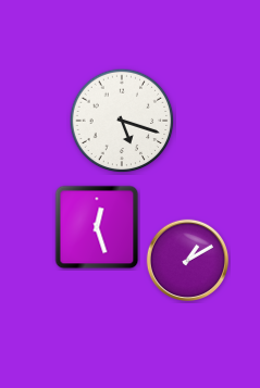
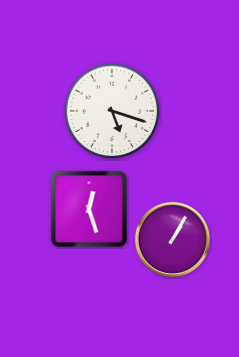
clock at (188, 261): 1:10 -> 1:05
